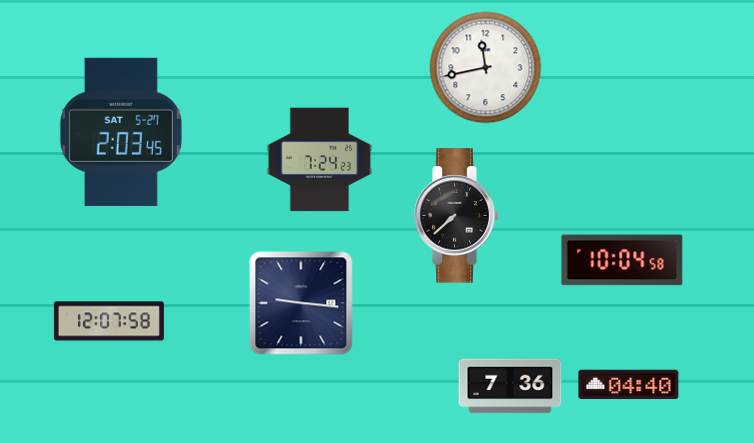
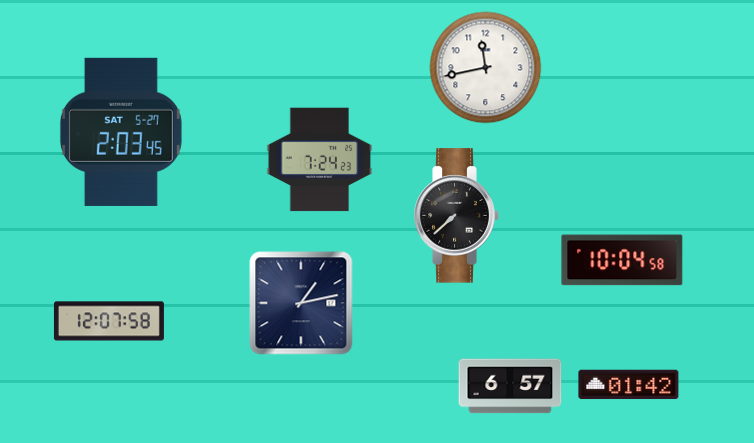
clock at (301, 303): 9:16 -> 1:13
clock at (629, 385): 04:40 -> 01:42
clock at (510, 386): 7:36 -> 6:57
